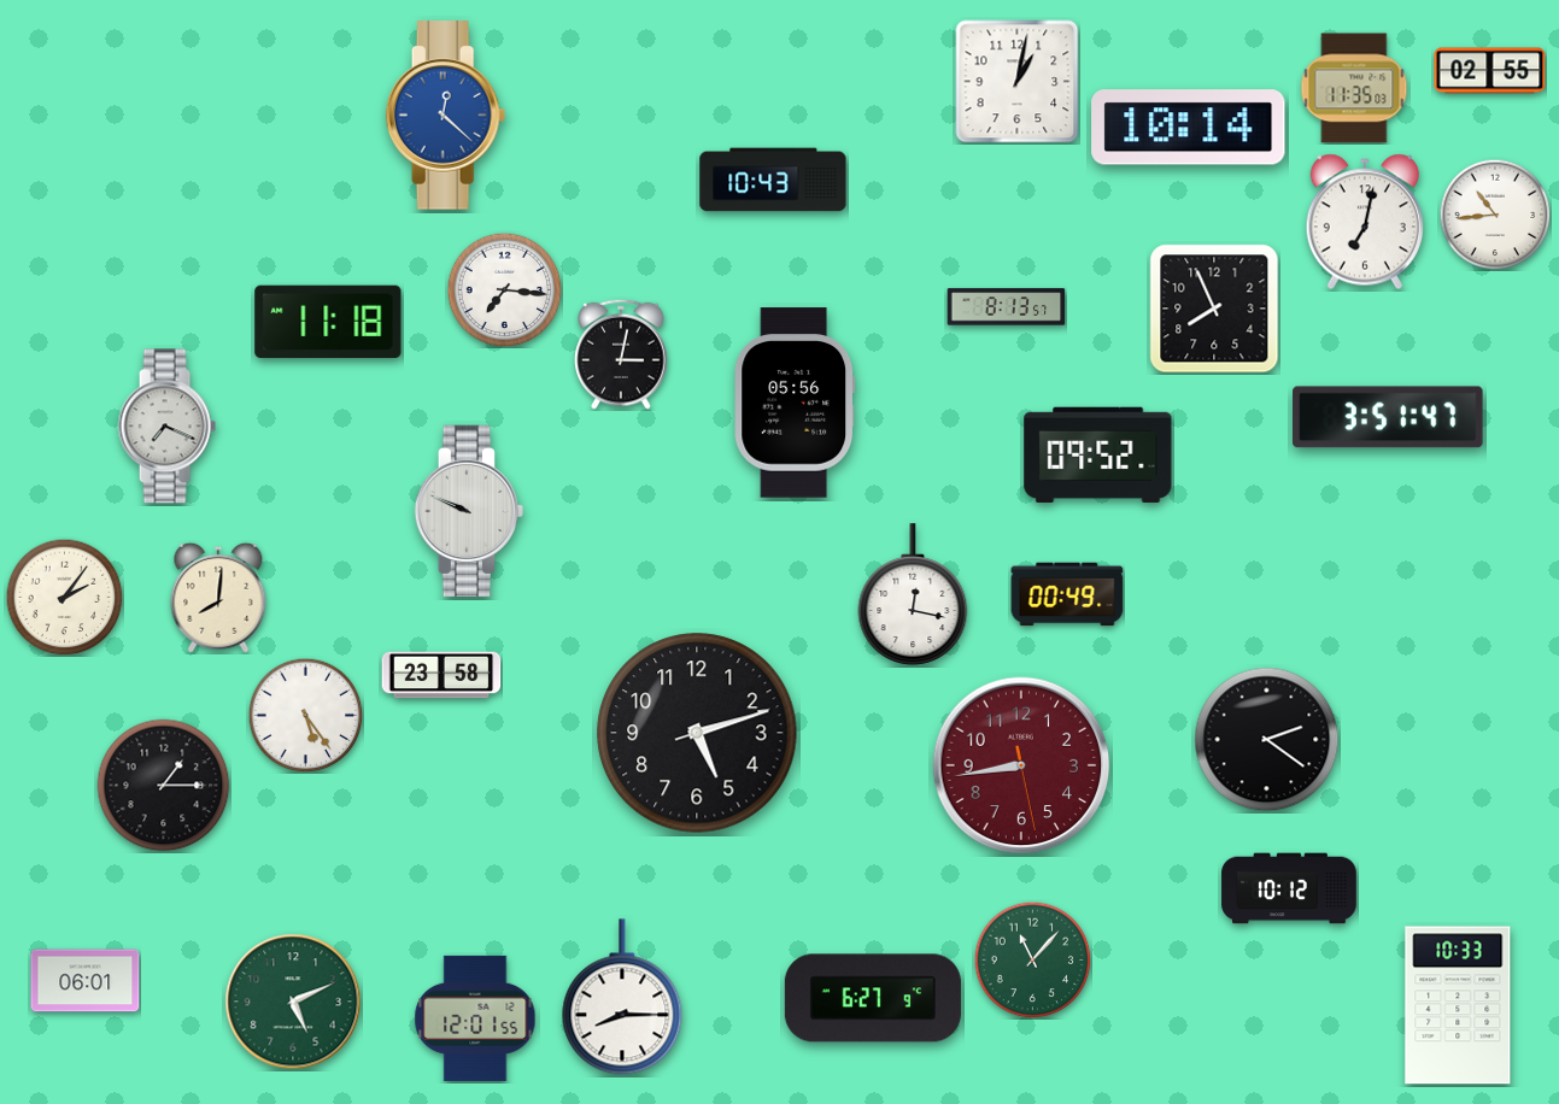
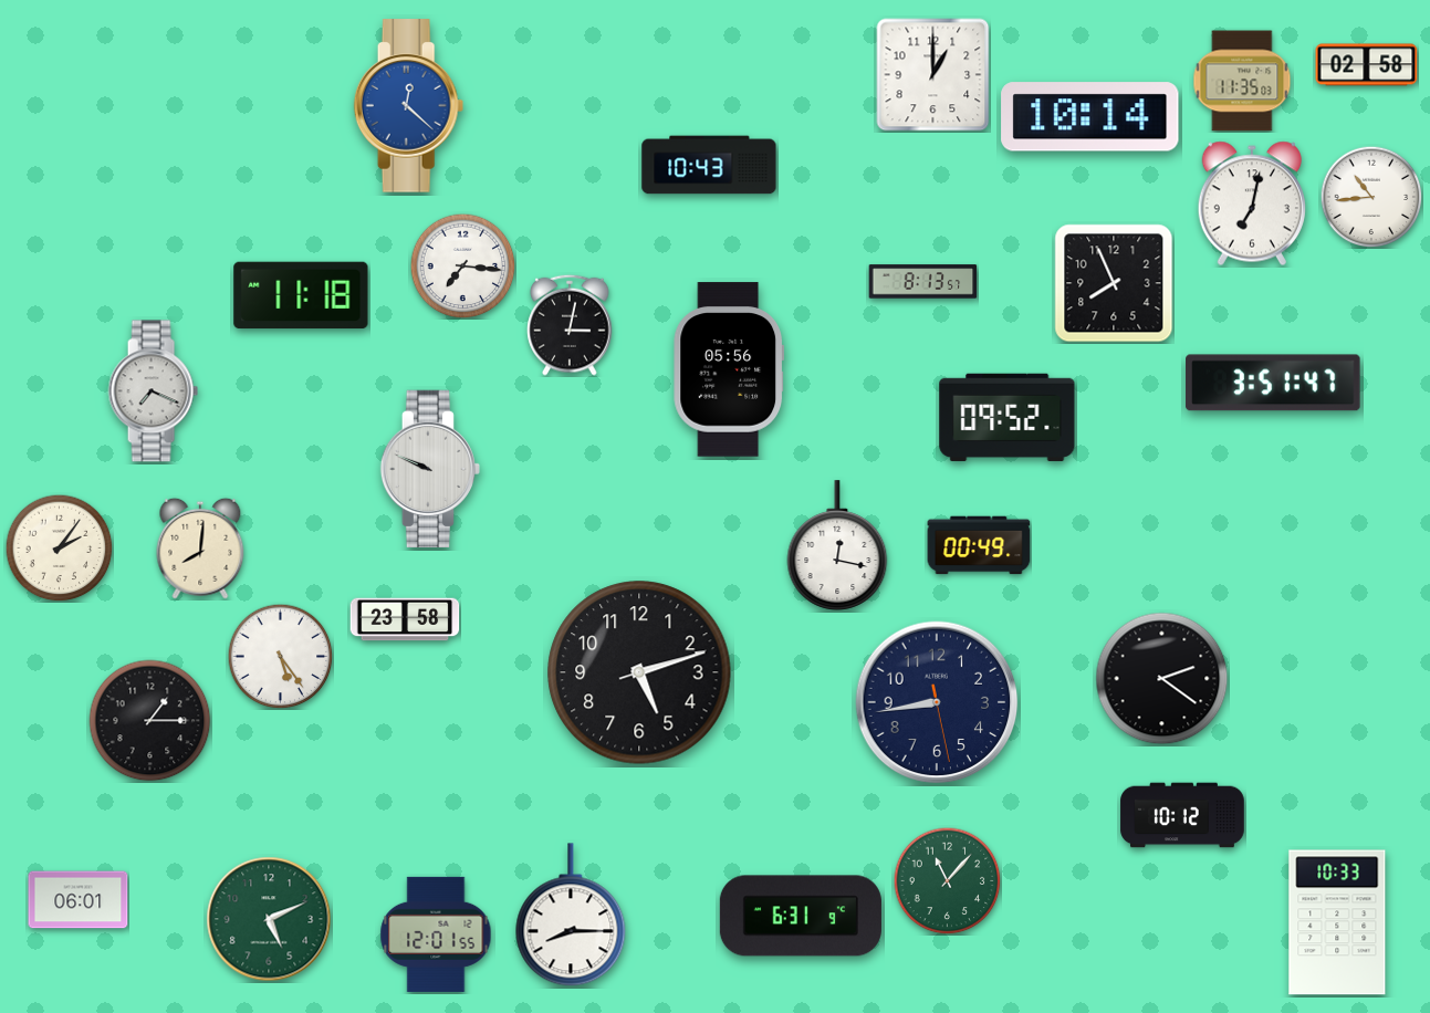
clock at (1490, 71): 02:55 -> 02:58
clock at (1018, 82): 1:02 -> 1:00
clock at (1021, 765) dial: burgundy -> navy
clock at (873, 998): 6:27 -> 6:31
